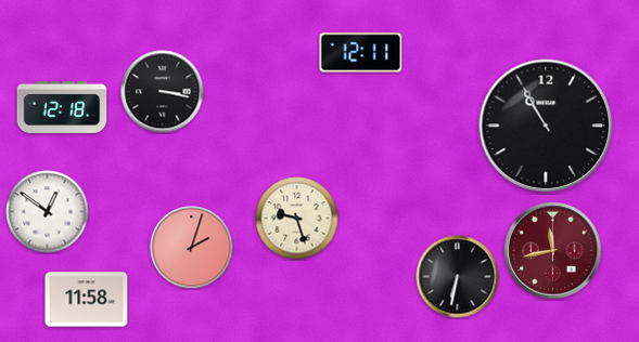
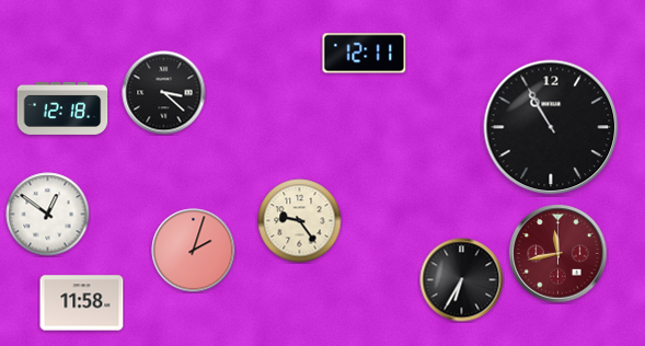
clock at (163, 92): 3:17 -> 3:22
clock at (297, 219): 9:27 -> 9:24
clock at (458, 277): 6:32 -> 6:35
clock at (87, 300) position: (87, 300) -> (82, 303)
